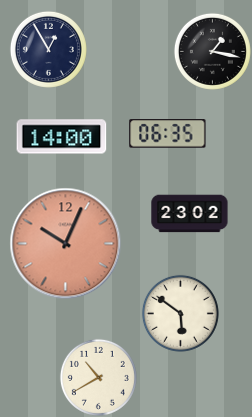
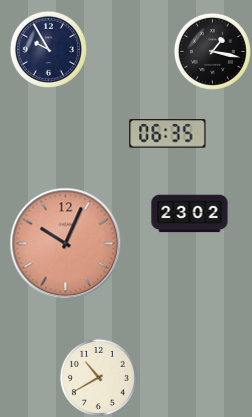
clock at (48, 49): 12:55 -> 9:55
clock at (62, 137): 14:00 -> none
clock at (180, 313): 5:51 -> none
